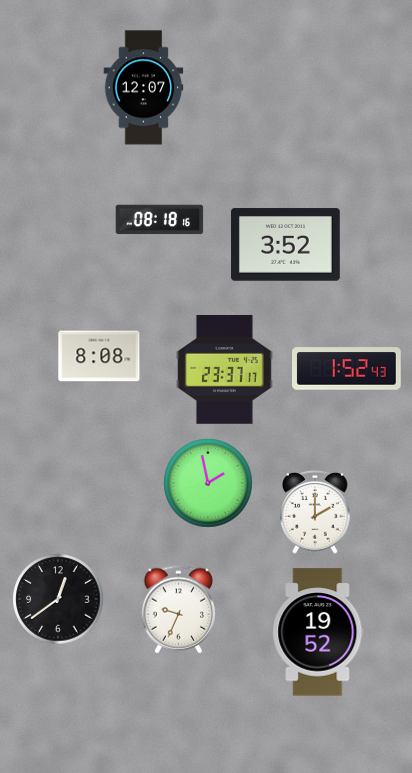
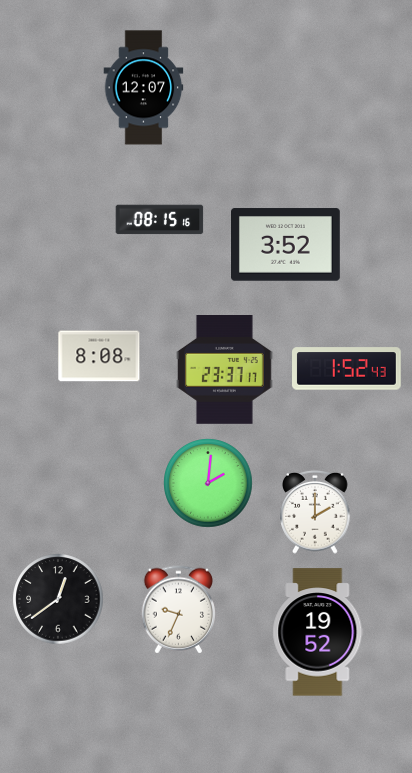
clock at (160, 220): 08:18 -> 08:15
clock at (208, 483): 1:58 -> 2:01
